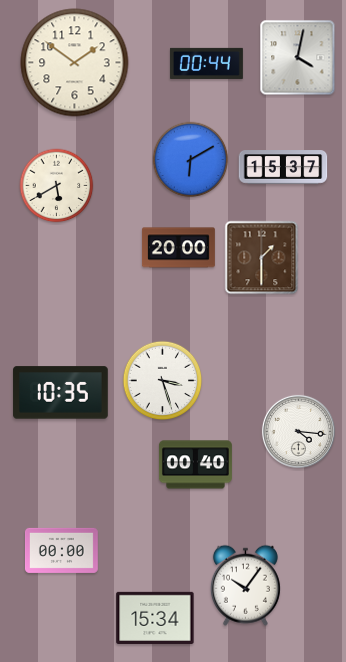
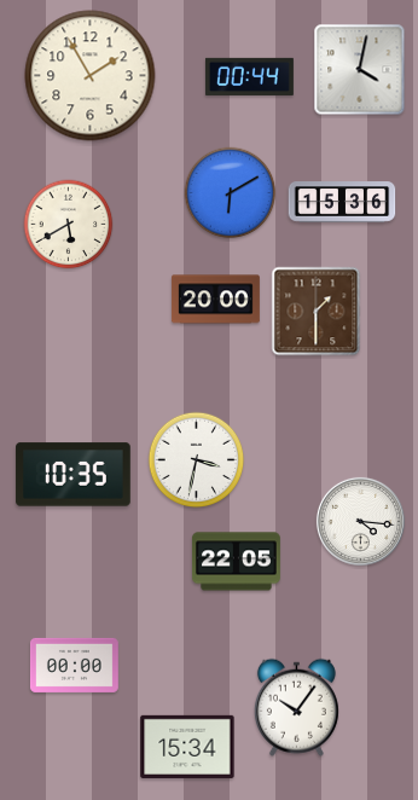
clock at (75, 63): 1:51 -> 1:55
clock at (283, 167): 15:37 -> 15:36
clock at (163, 381): 3:27 -> 3:32
clock at (195, 465): 00:40 -> 22:05
